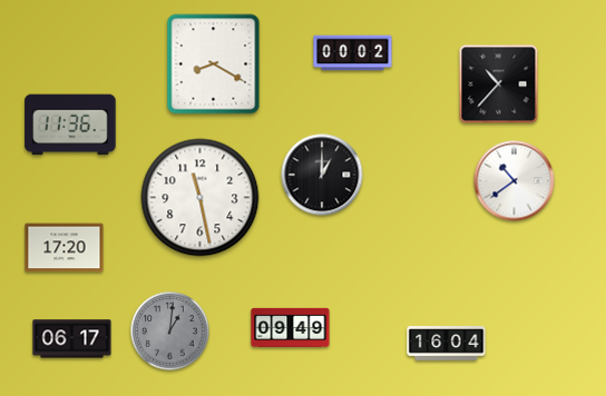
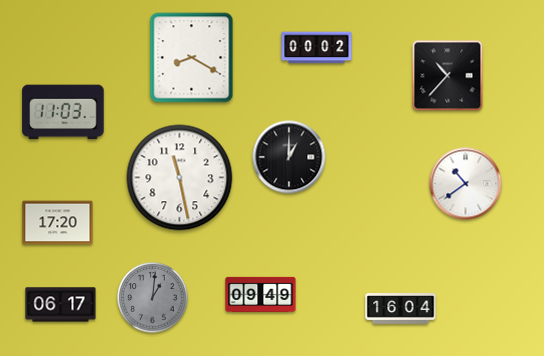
clock at (70, 125): 11:36 -> 11:03
clock at (515, 181) position: (515, 181) -> (466, 184)
clock at (72, 339) position: (72, 339) -> (61, 305)
